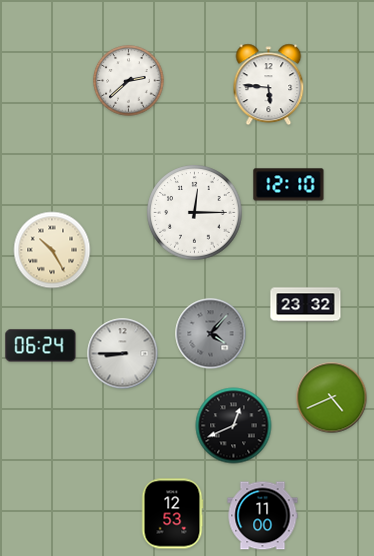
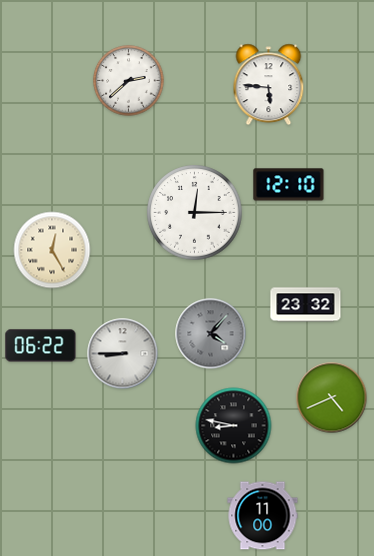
clock at (52, 250): 10:25 -> 12:25
clock at (41, 346): 06:24 -> 06:22
clock at (234, 426): 12:41 -> 8:47
clock at (172, 514): 12:53 -> none
